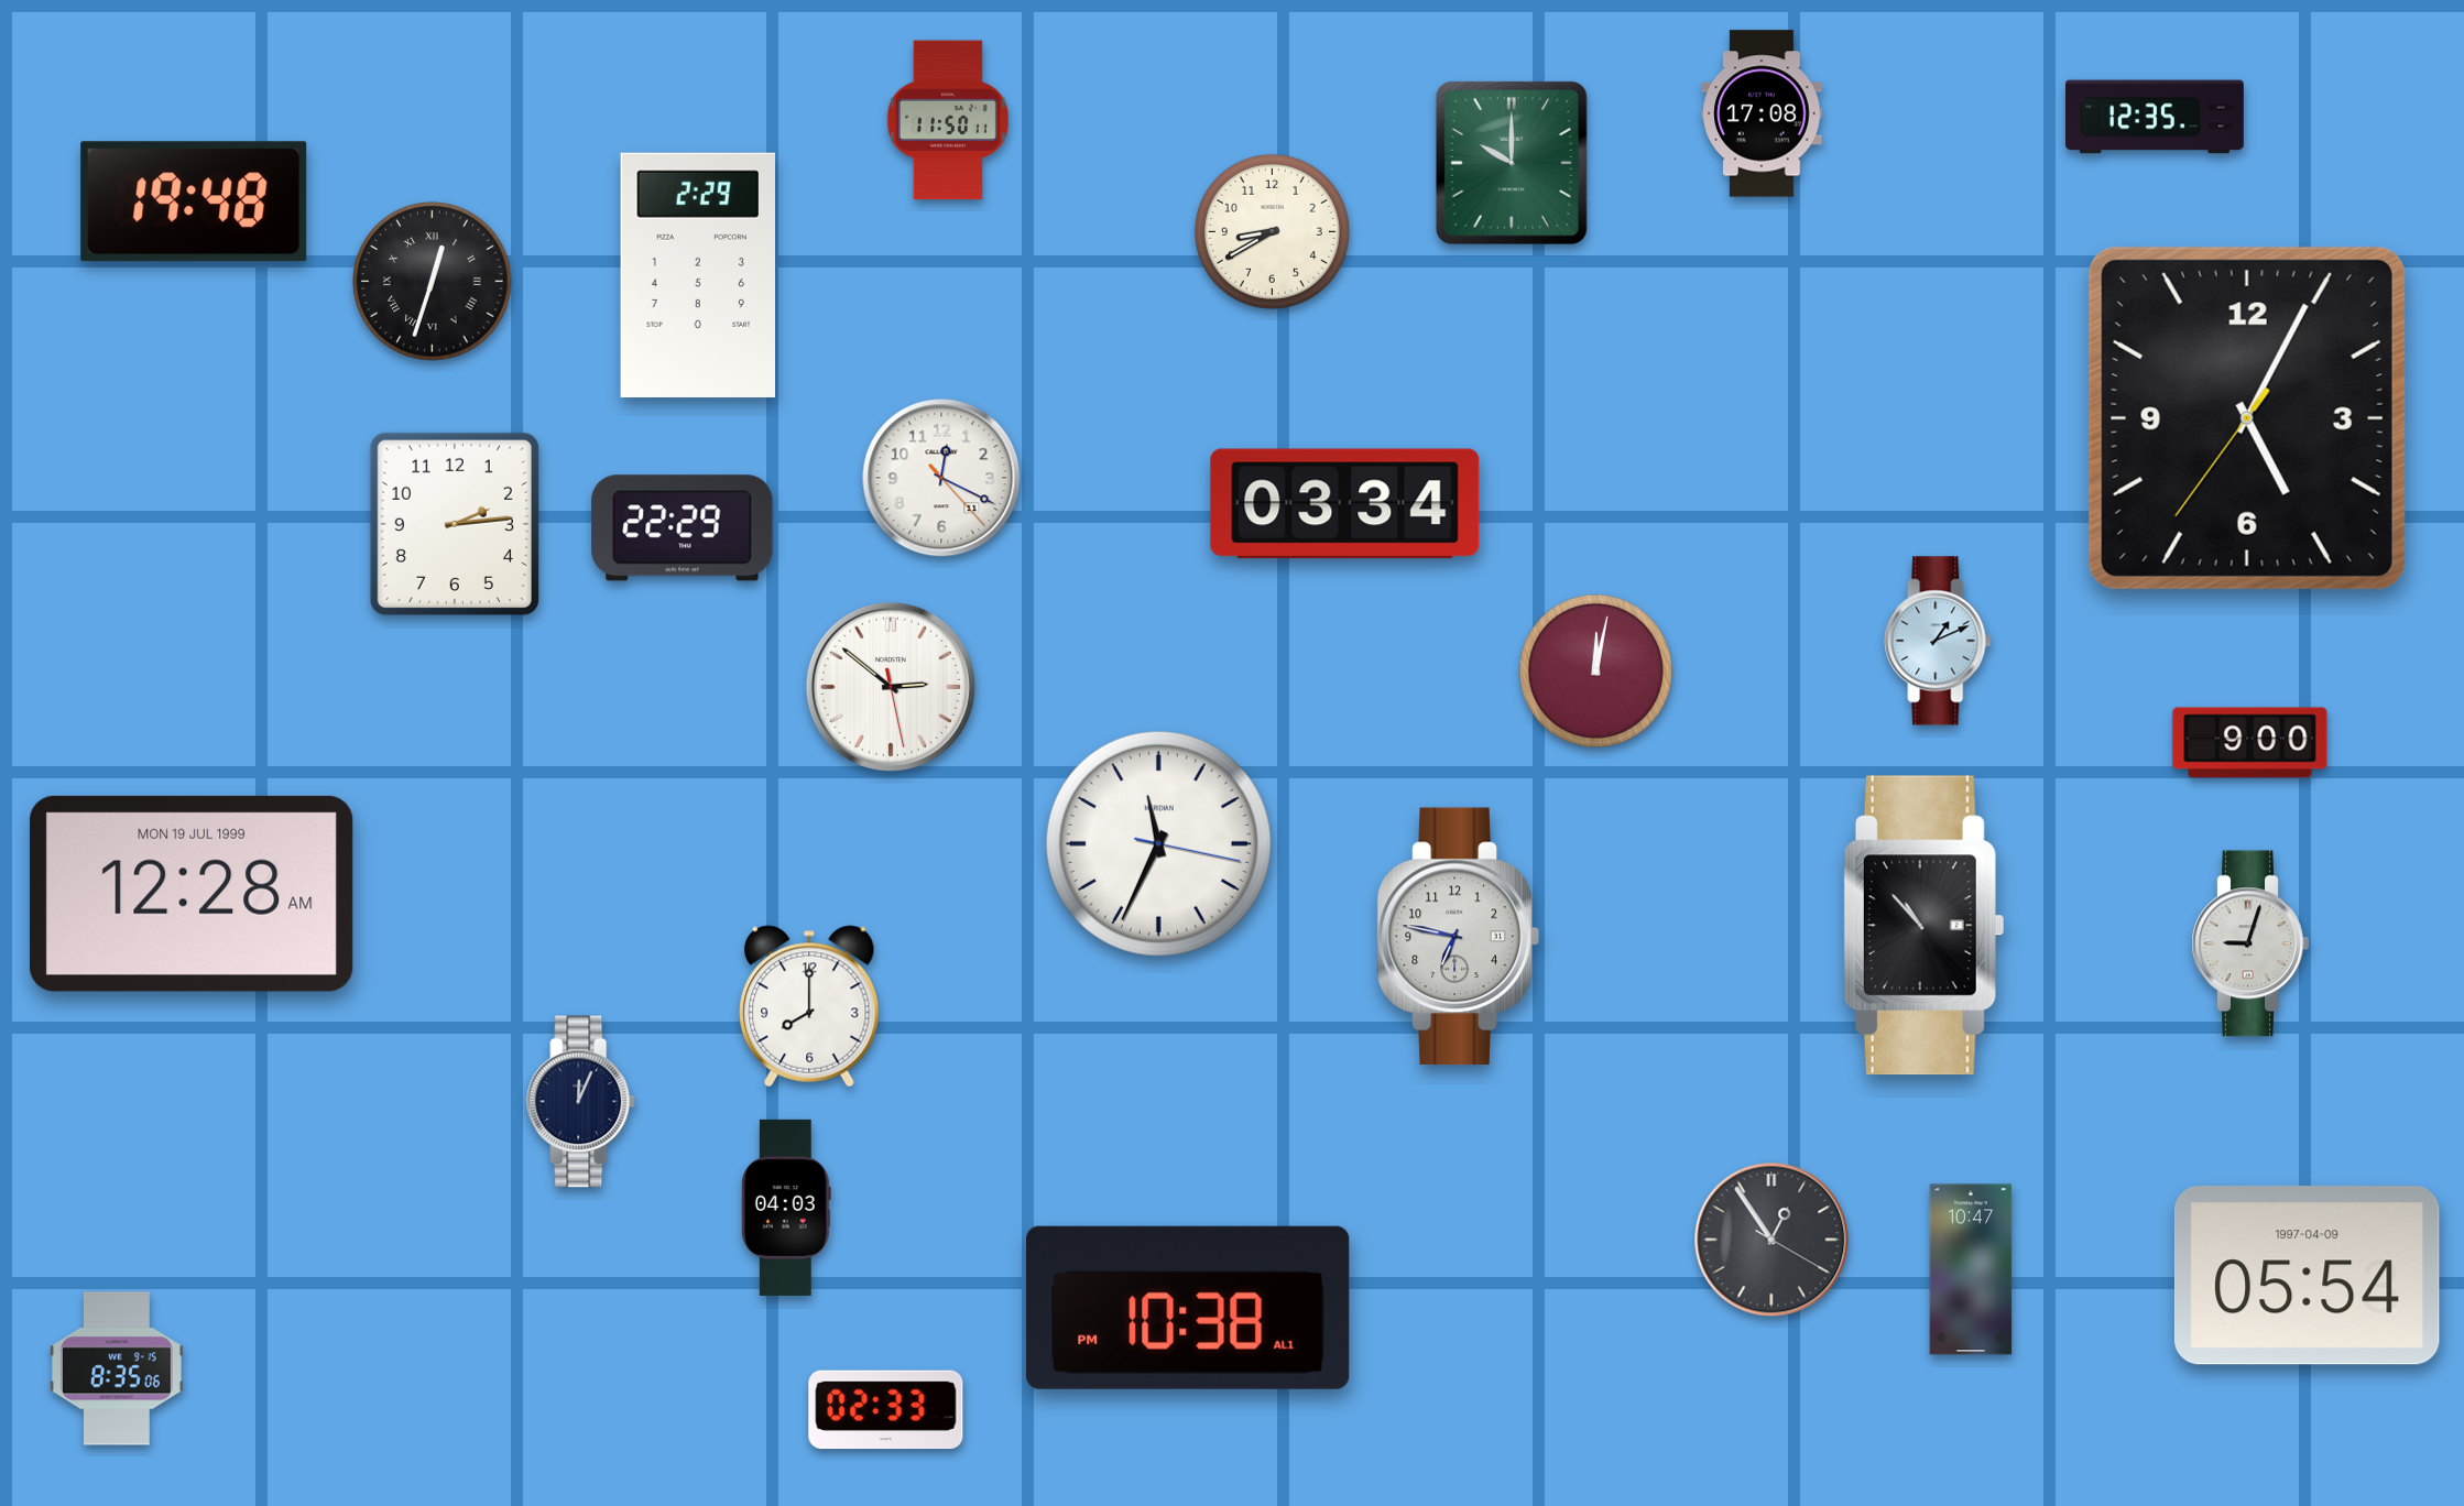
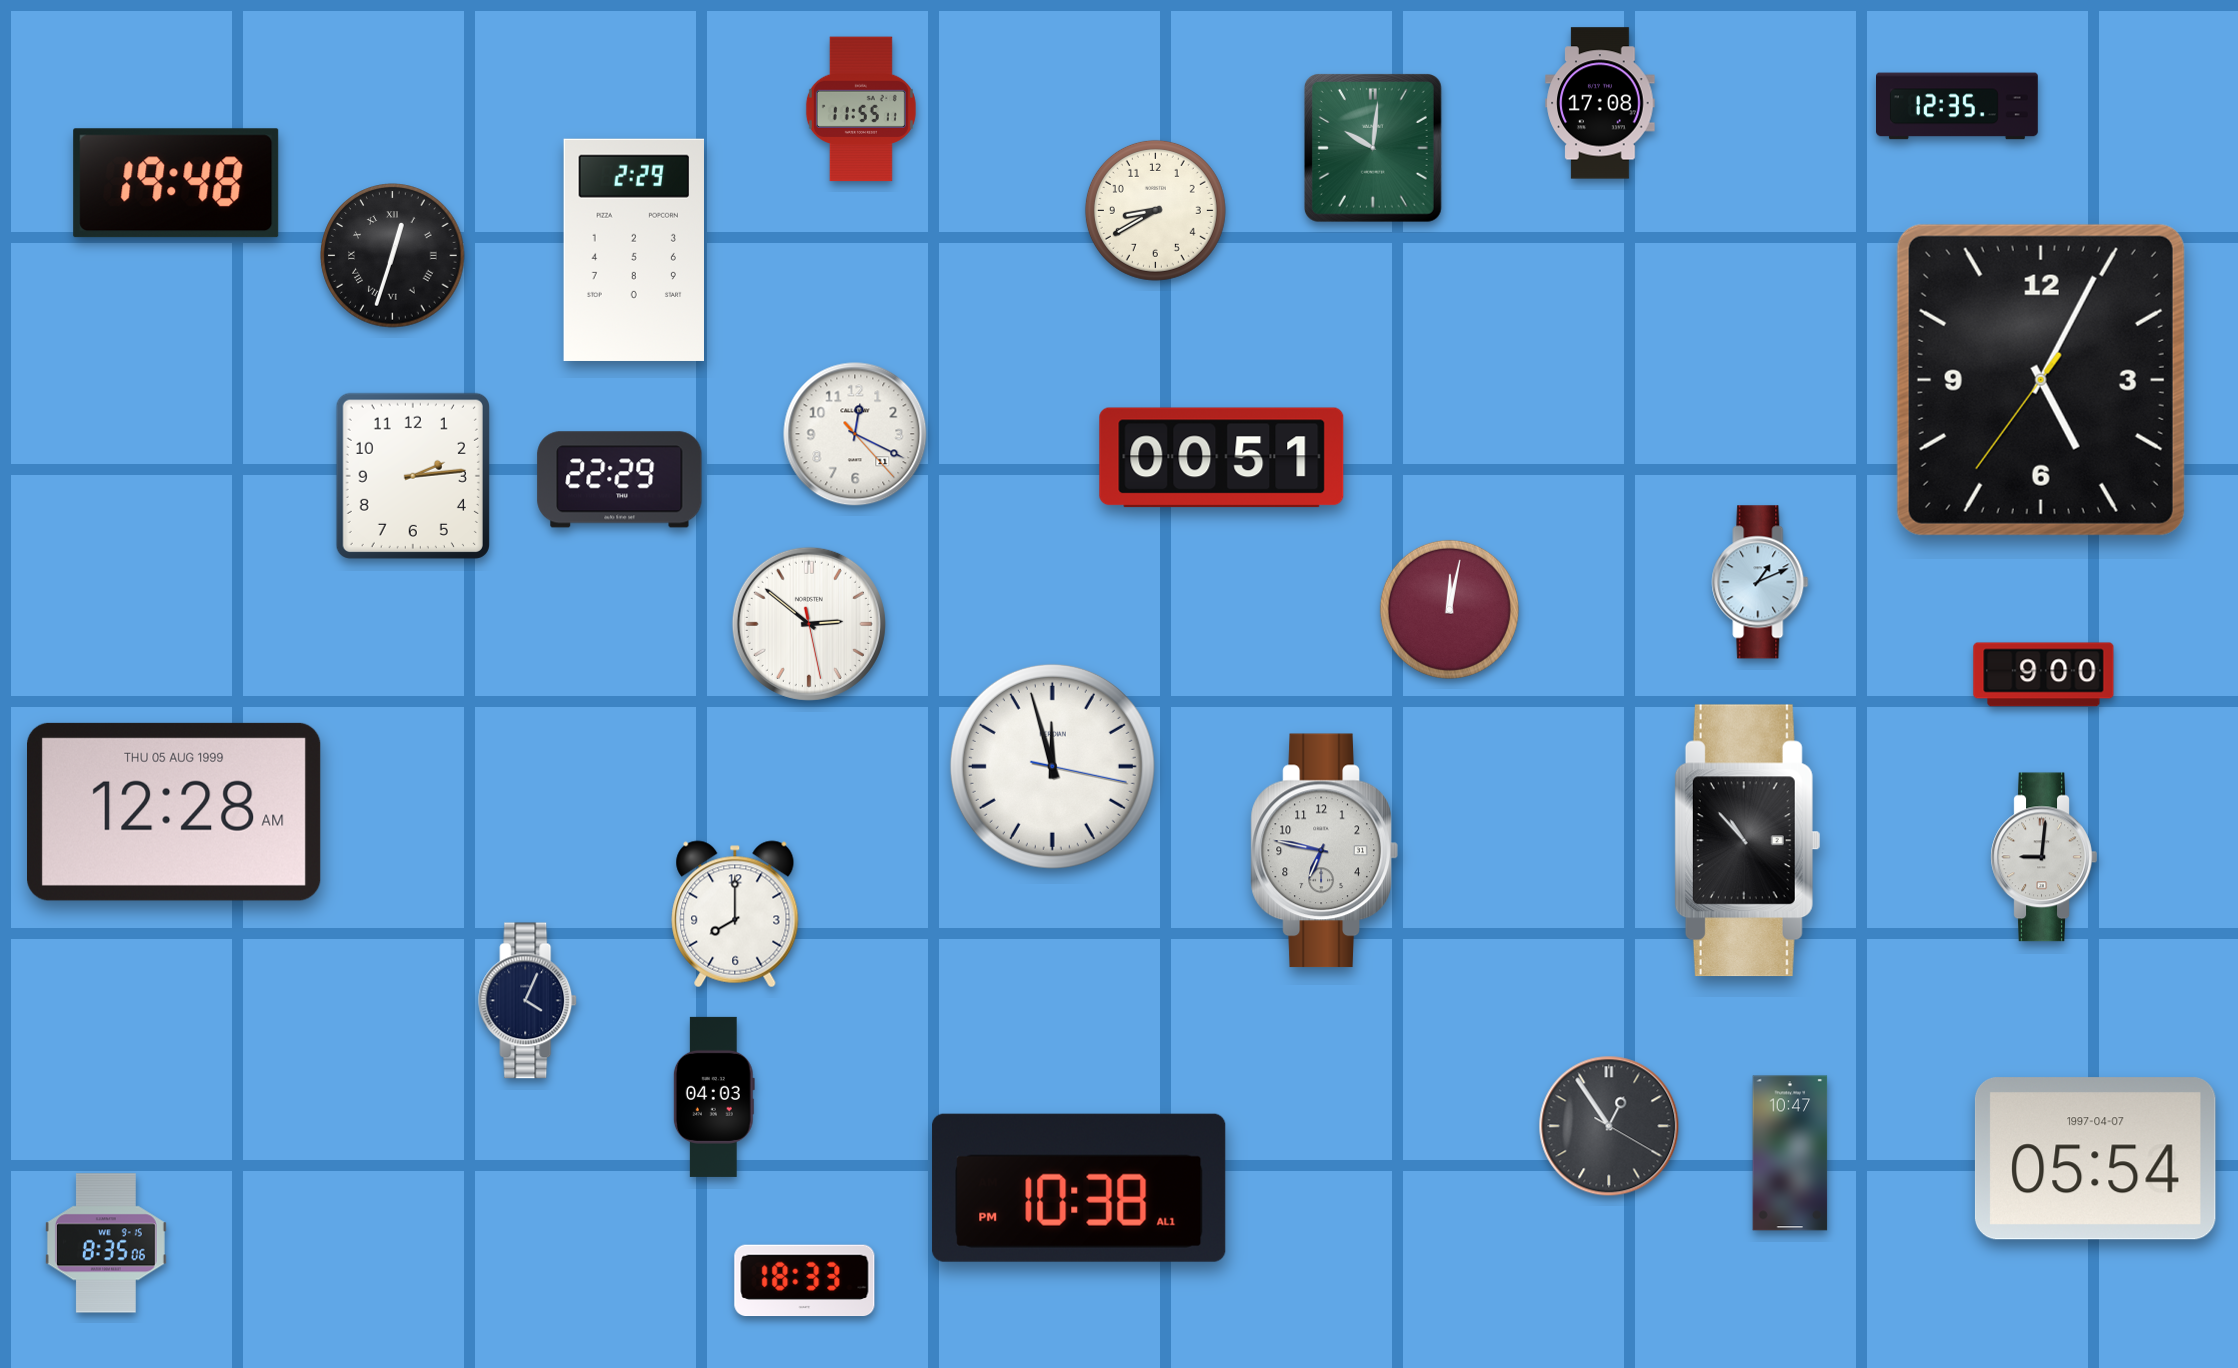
clock at (948, 120): 11:50 -> 11:55
clock at (1512, 163): 10:00 -> 10:01
clock at (1345, 504): 03:34 -> 00:51
clock at (1158, 843): 11:34 -> 11:57
clock at (193, 894) date: MON 19 JUL 1999 -> THU 05 AUG 1999
clock at (2250, 943): 9:03 -> 9:01
clock at (581, 1102): 12:04 -> 4:04
clock at (2307, 1276) date: 1997-04-09 -> 1997-04-07
clock at (886, 1410): 02:33 -> 18:33
